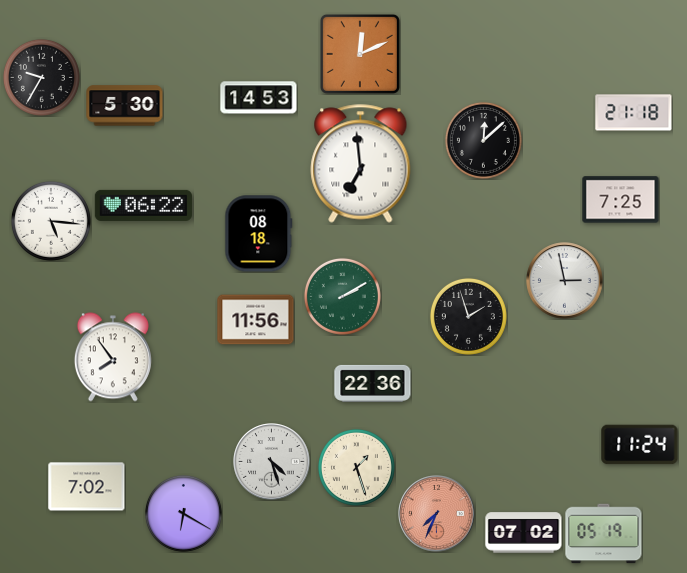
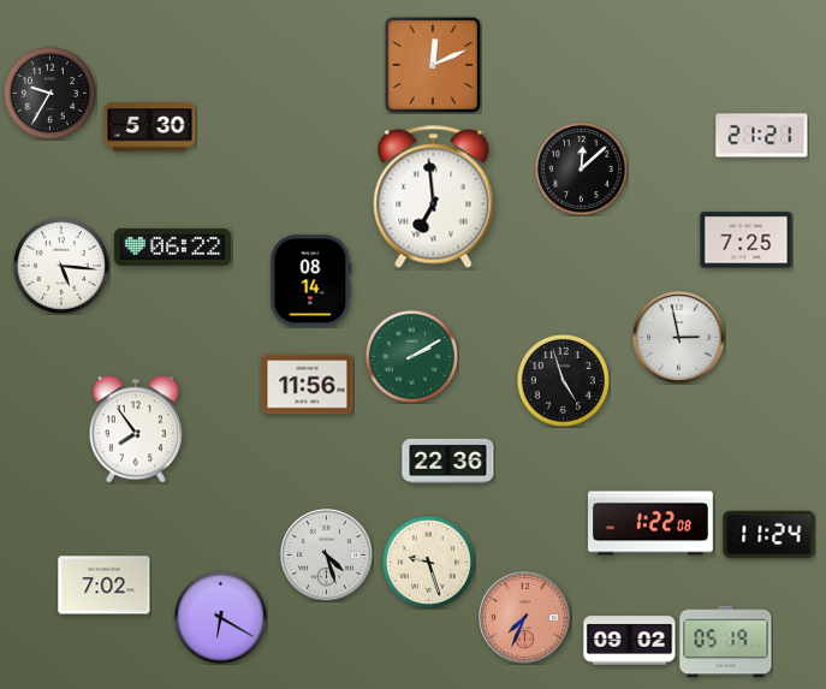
clock at (259, 98): 14:53 -> none
clock at (634, 113): 21:18 -> 21:21
clock at (259, 234): 08:18 -> 08:14
clock at (468, 316): 1:57 -> 4:57
clock at (652, 523): none -> 1:22
clock at (356, 467): 1:27 -> 9:27
clock at (524, 533): 07:02 -> 09:02
